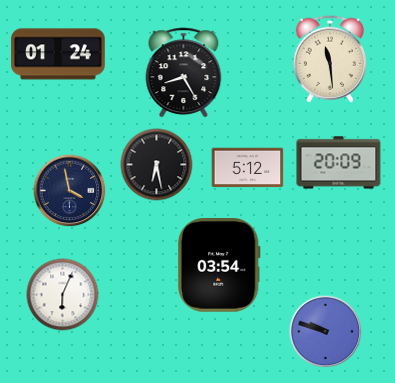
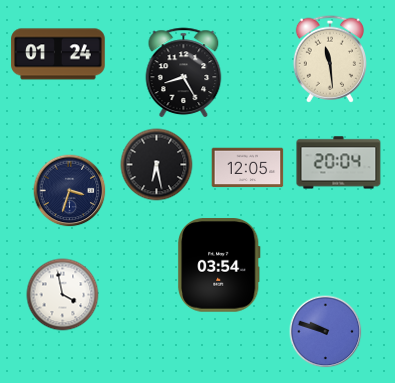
clock at (339, 163): 20:09 -> 20:04
clock at (248, 168): 5:12 -> 12:05
clock at (70, 191): 3:58 -> 3:33
clock at (63, 295): 6:04 -> 3:58
